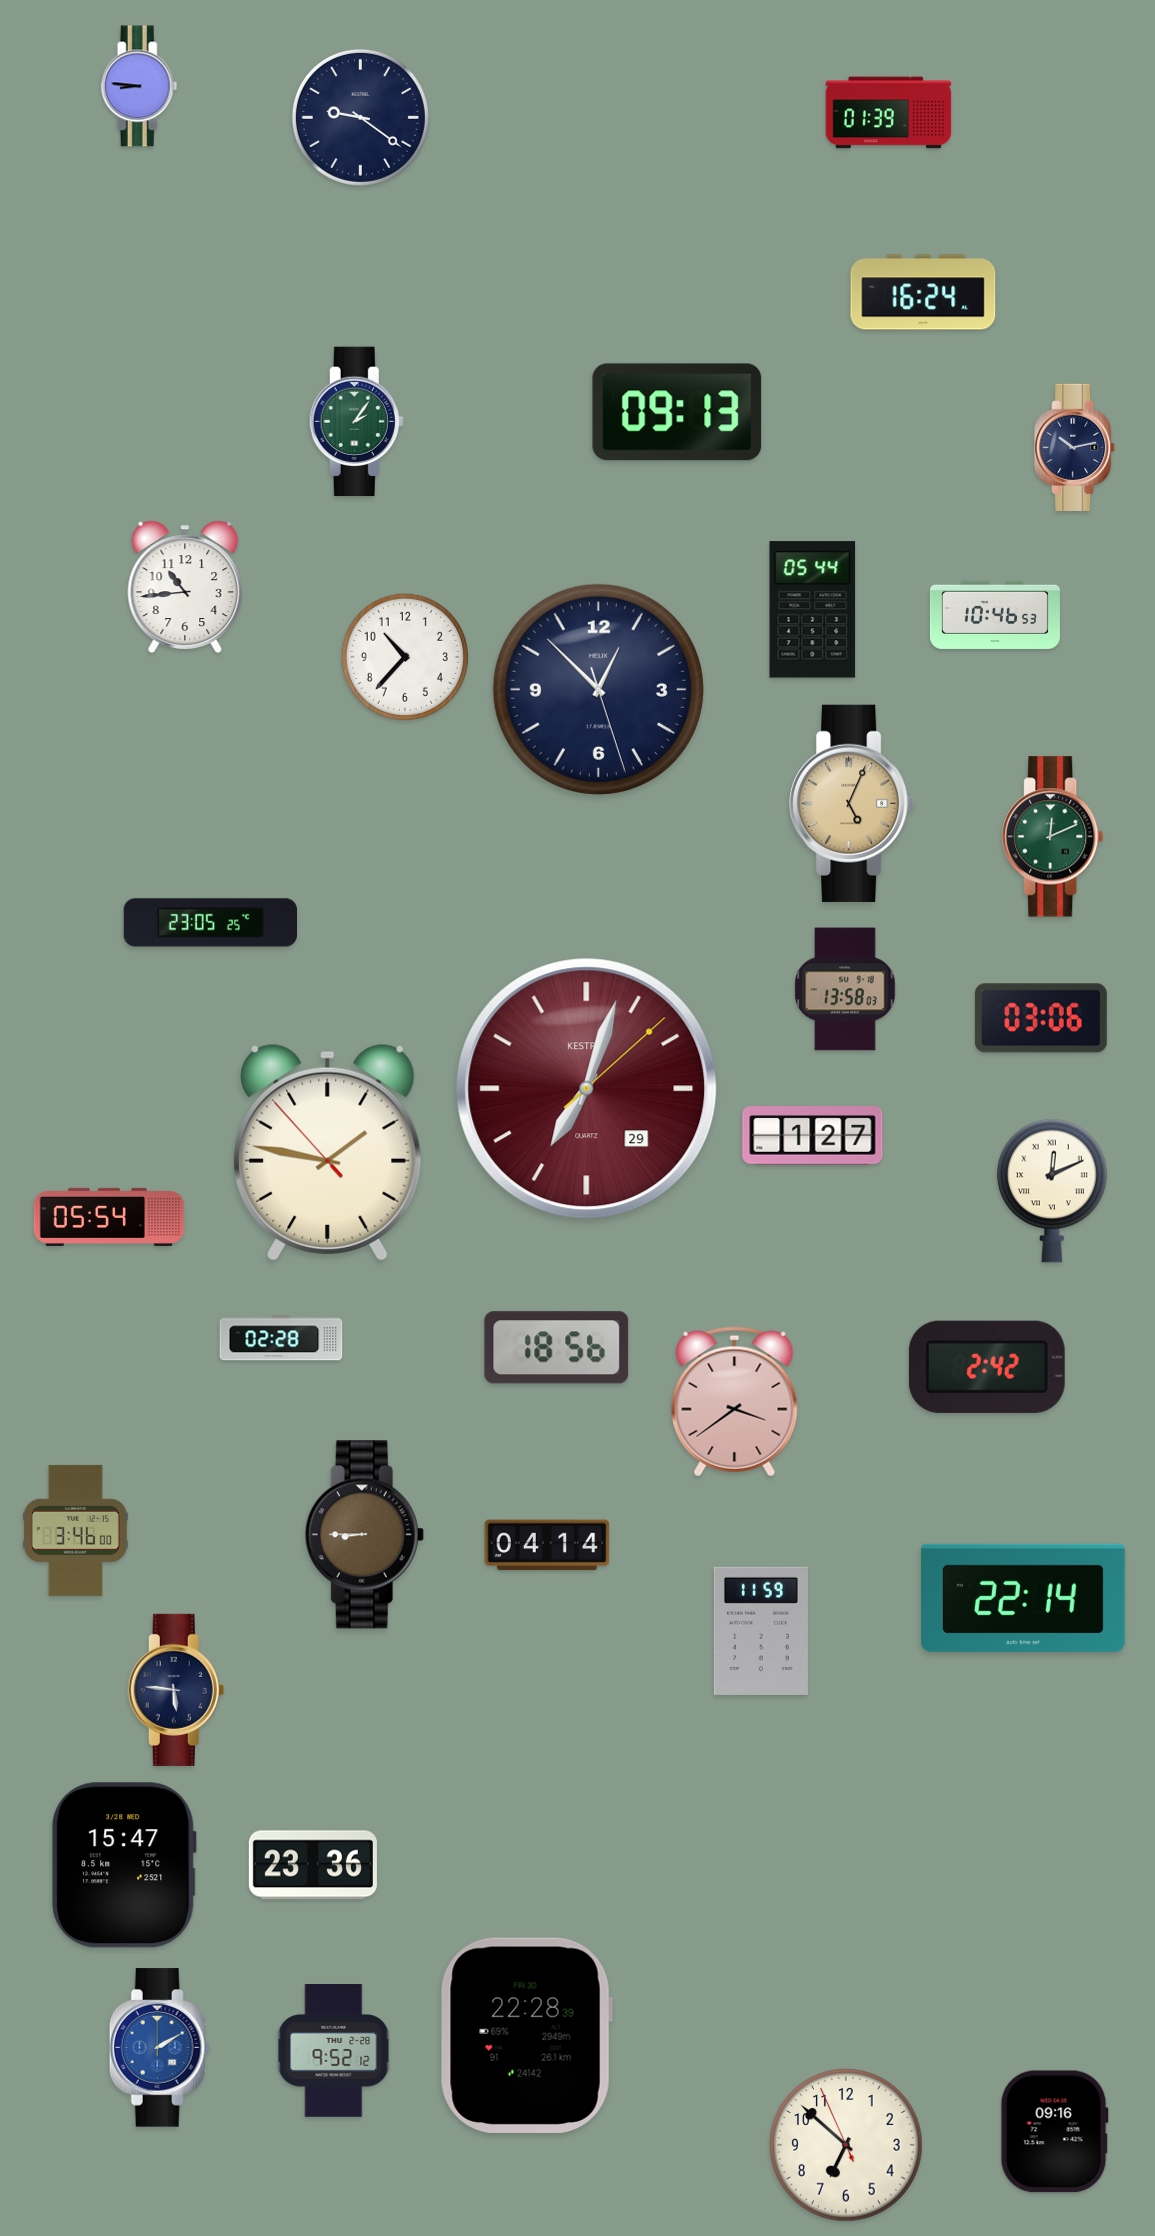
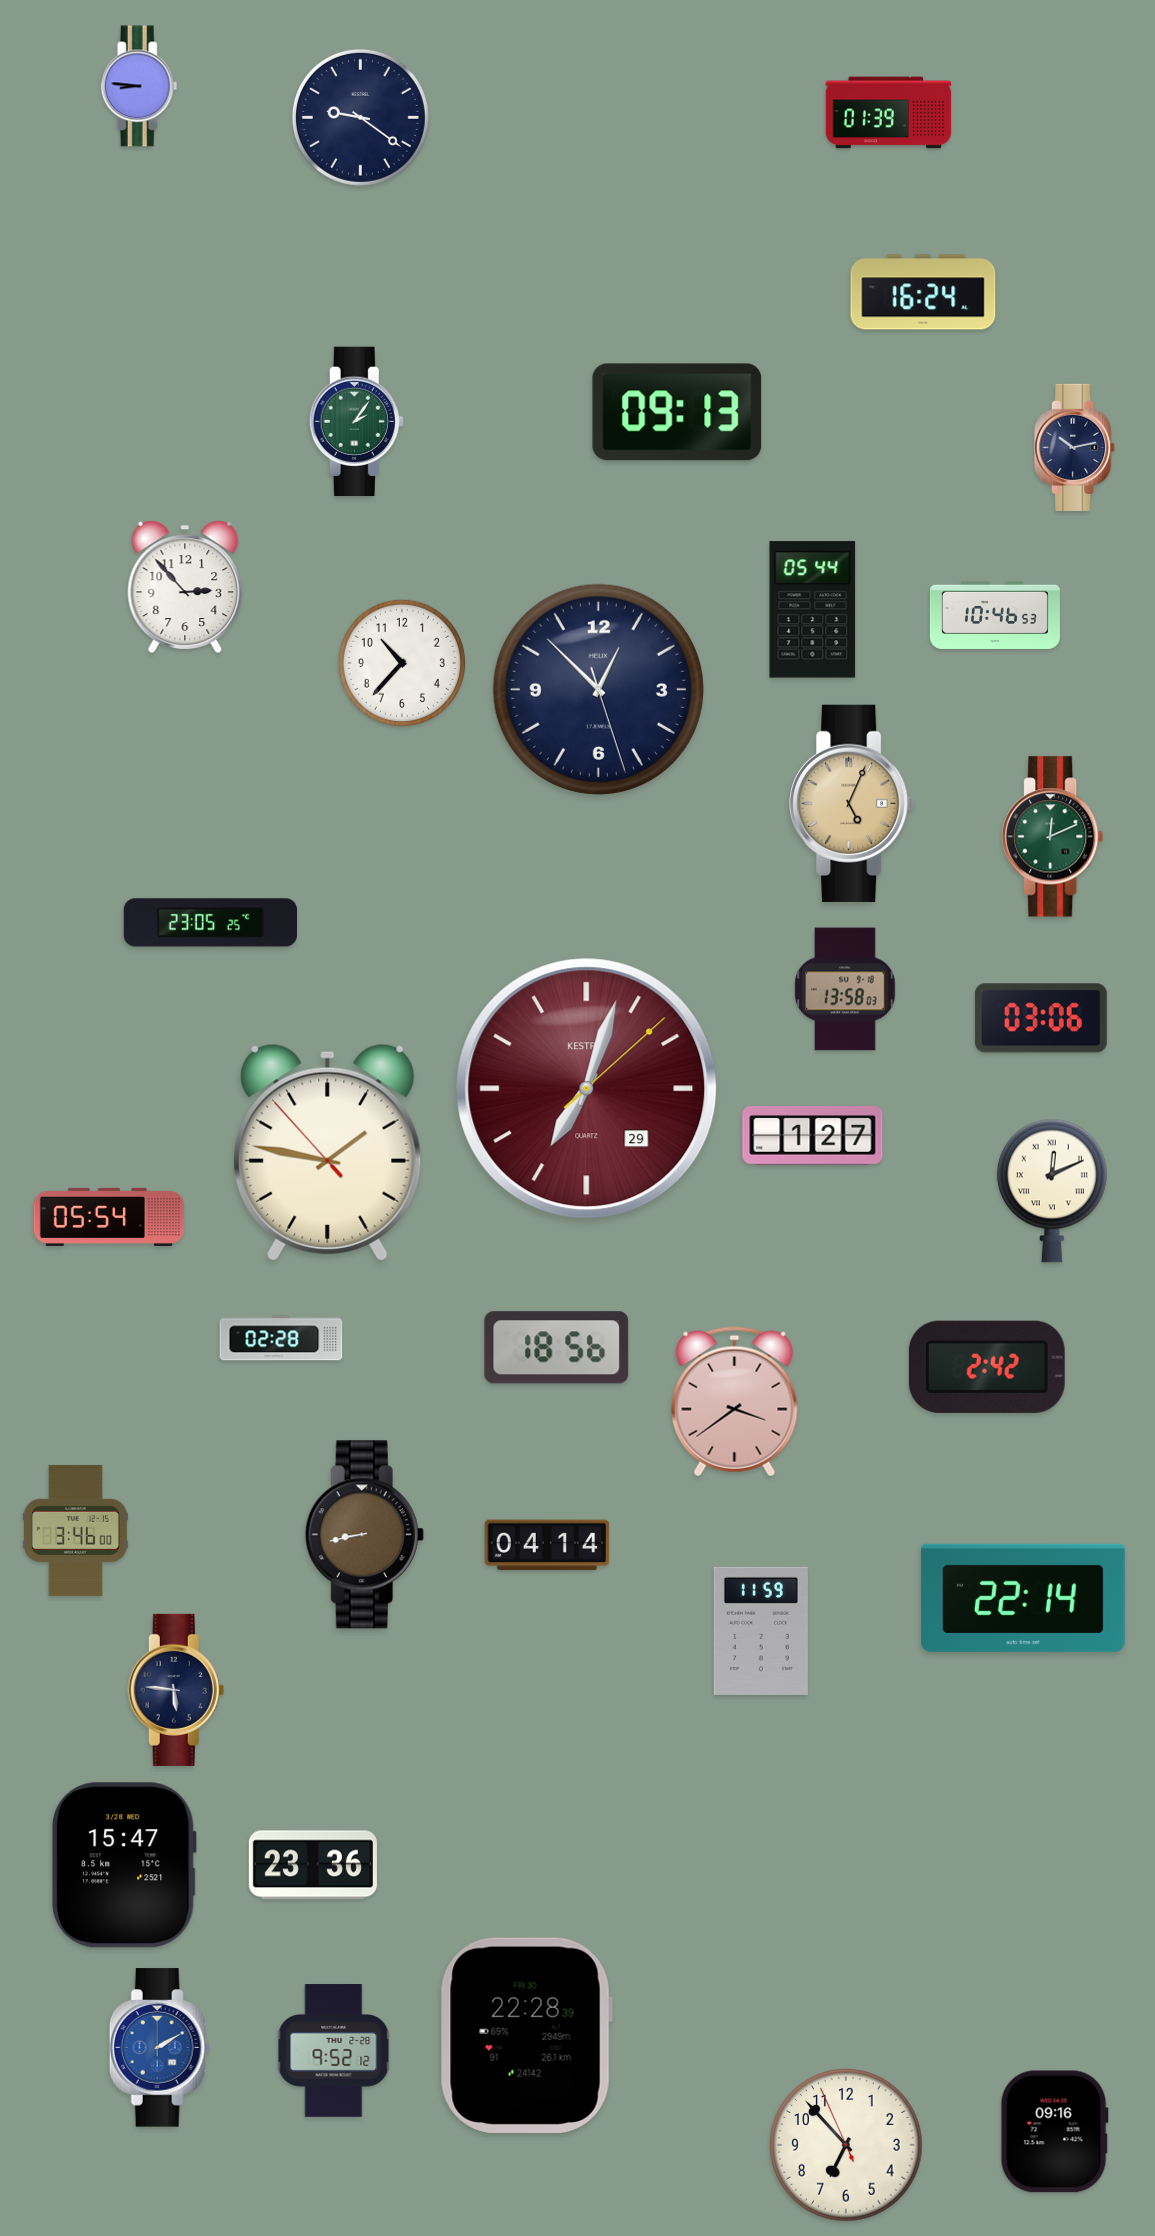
clock at (185, 587): 10:44 -> 2:53
clock at (405, 657) position: (405, 657) -> (402, 663)
clock at (364, 1535): 8:45 -> 8:43
clock at (846, 2145): 6:51 -> 6:52
